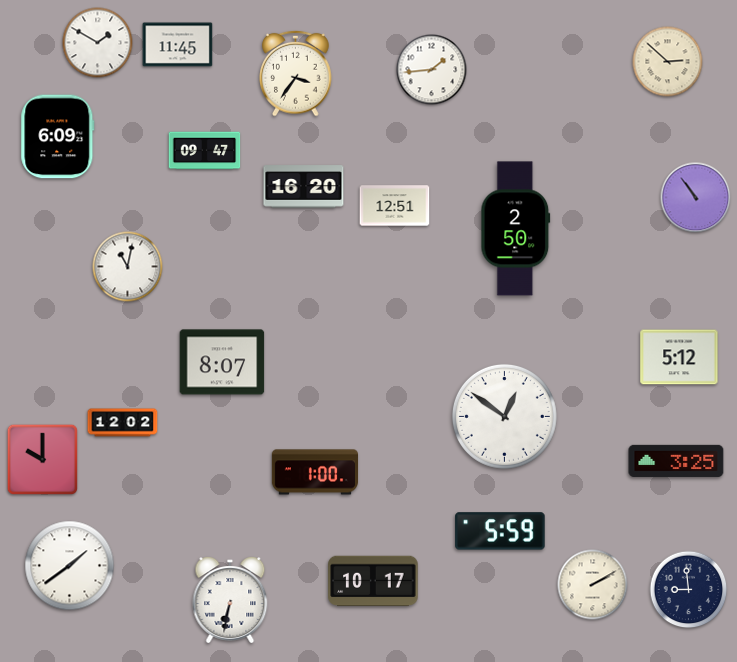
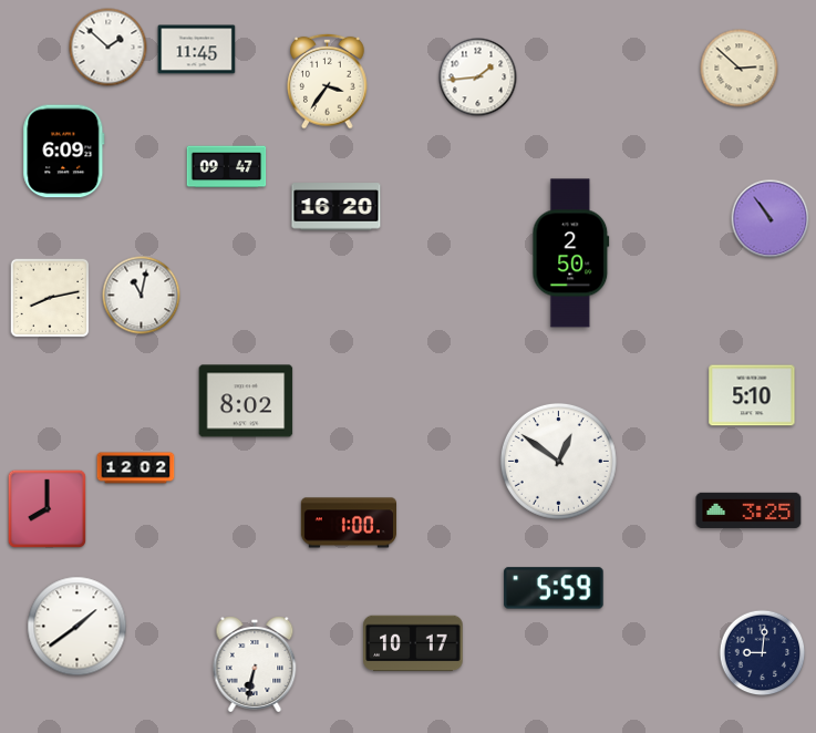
clock at (98, 43): 1:50 -> 1:52
clock at (395, 206): 12:51 -> none
clock at (50, 298): none -> 8:13
clock at (679, 357): 5:12 -> 5:10
clock at (222, 362): 8:07 -> 8:02
clock at (43, 460): 10:00 -> 8:00
clock at (593, 585): 2:10 -> none
clock at (689, 590): 8:59 -> 9:01
